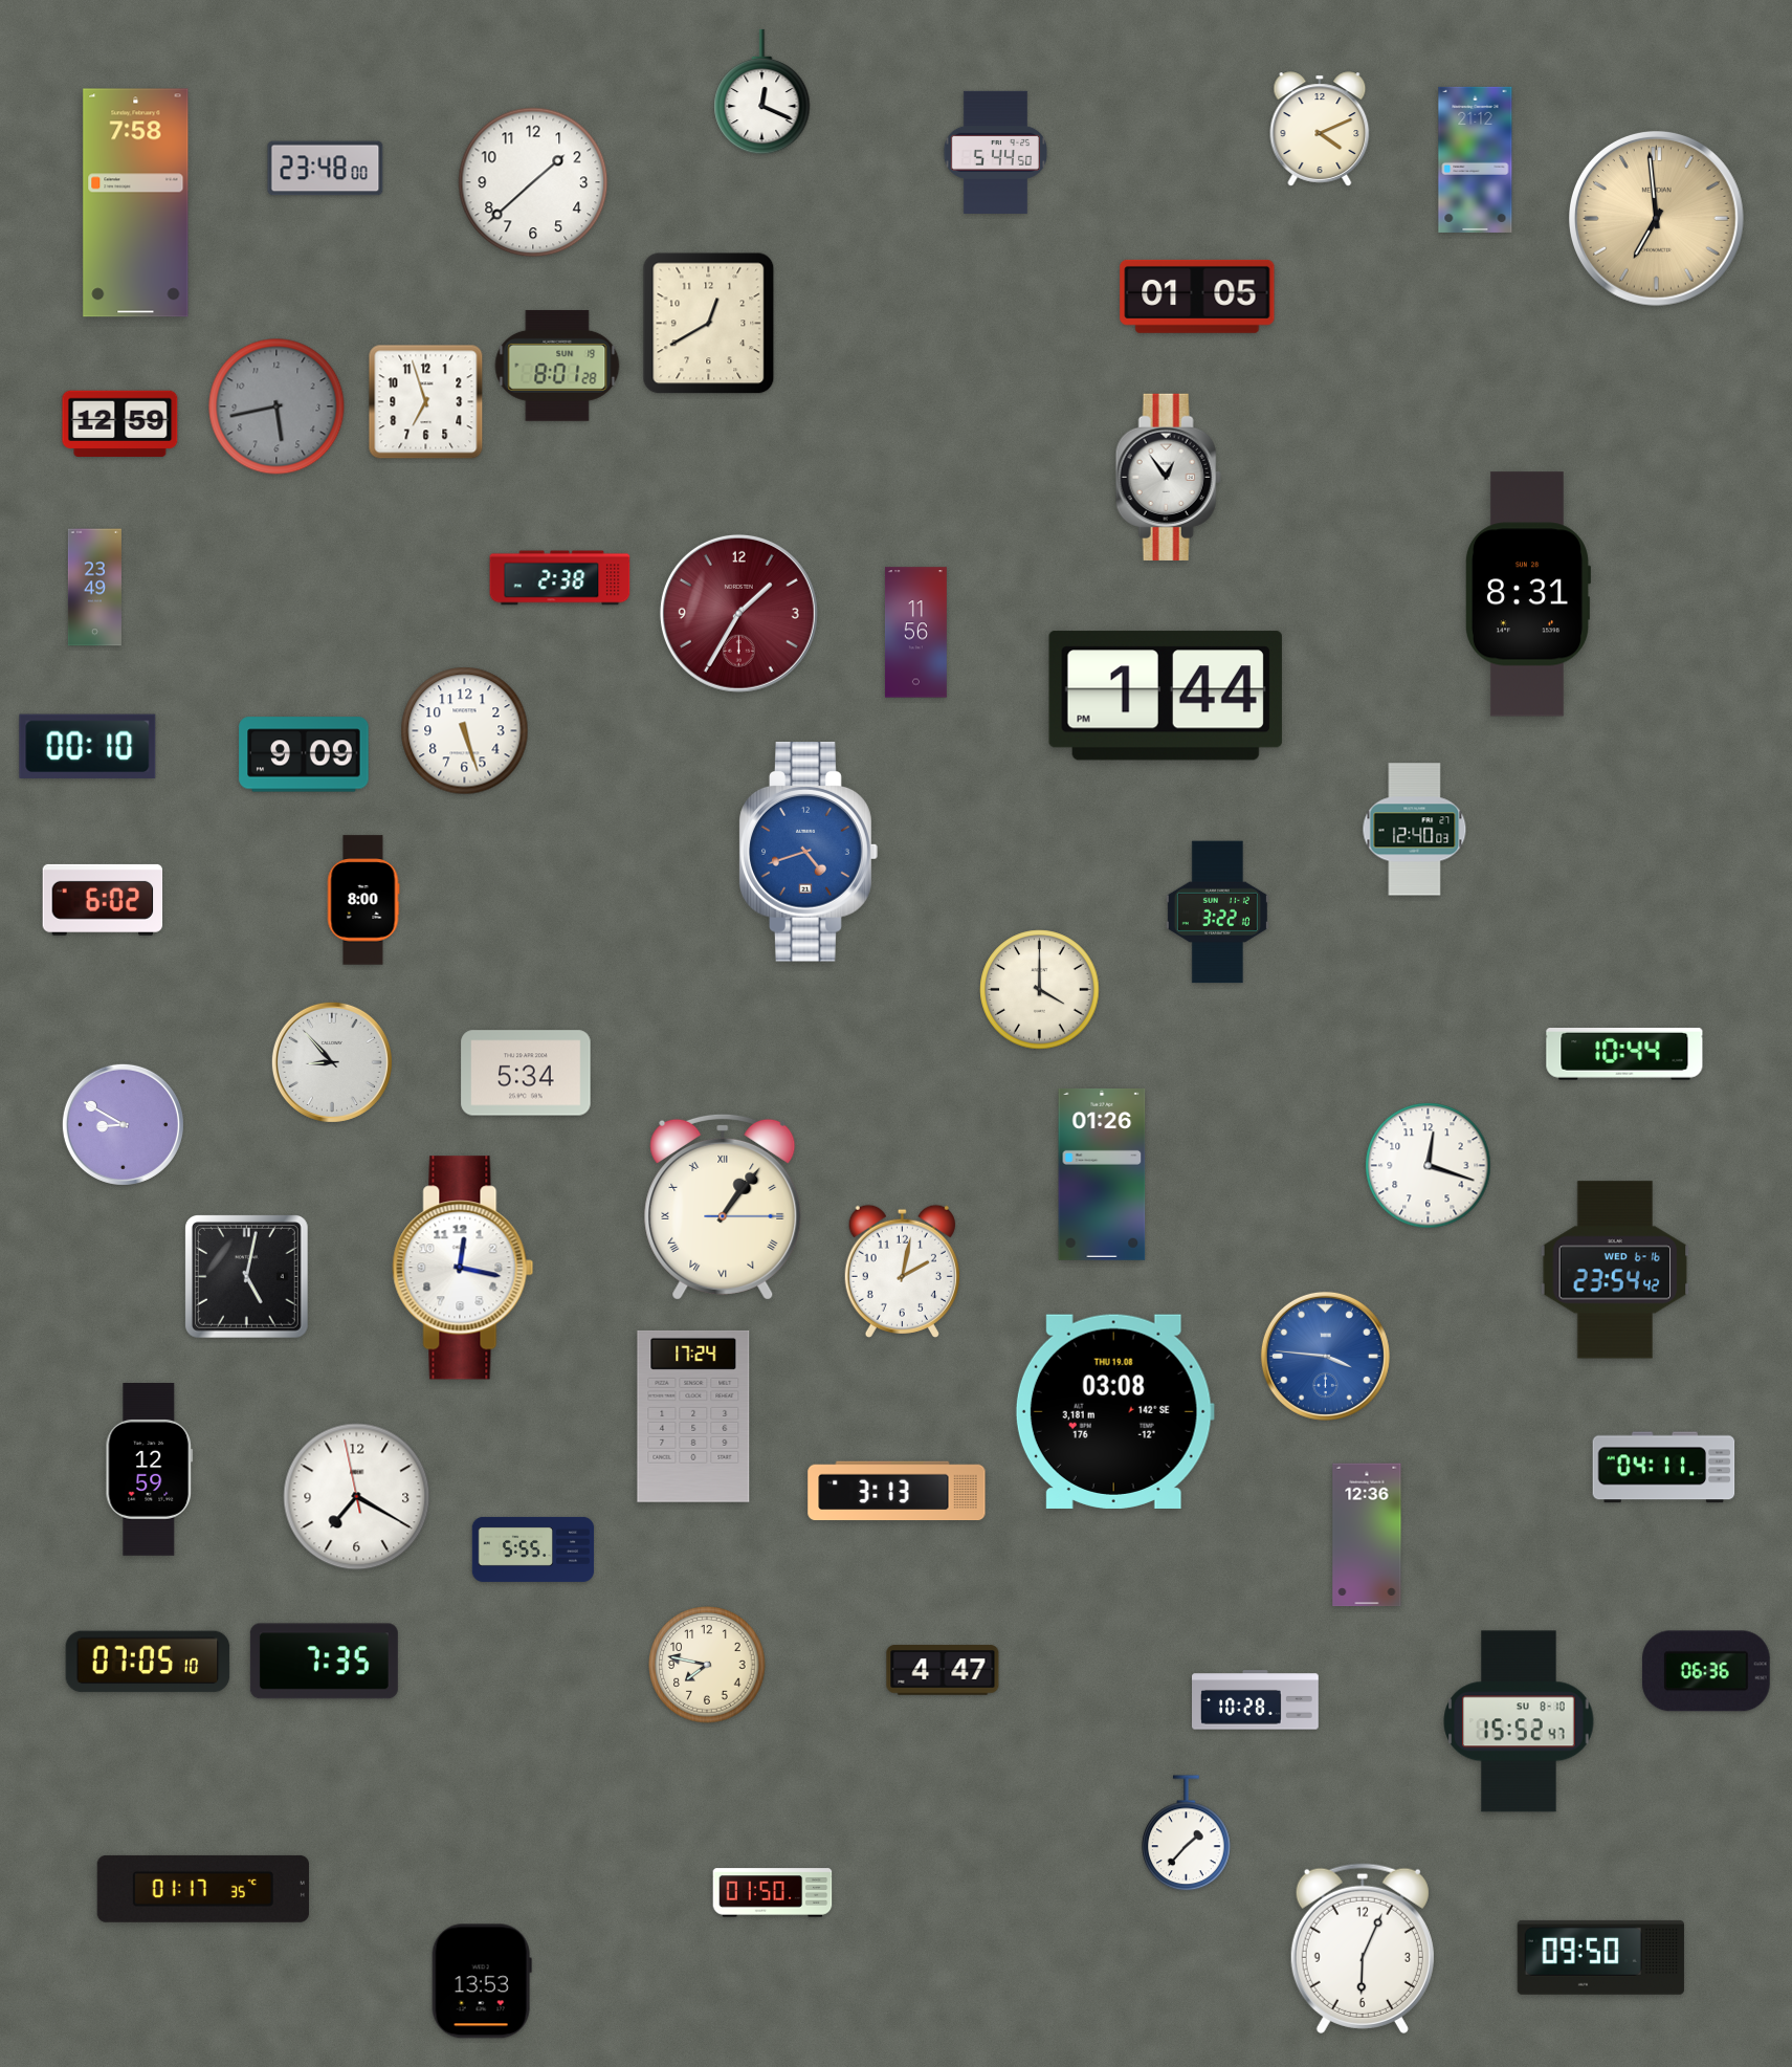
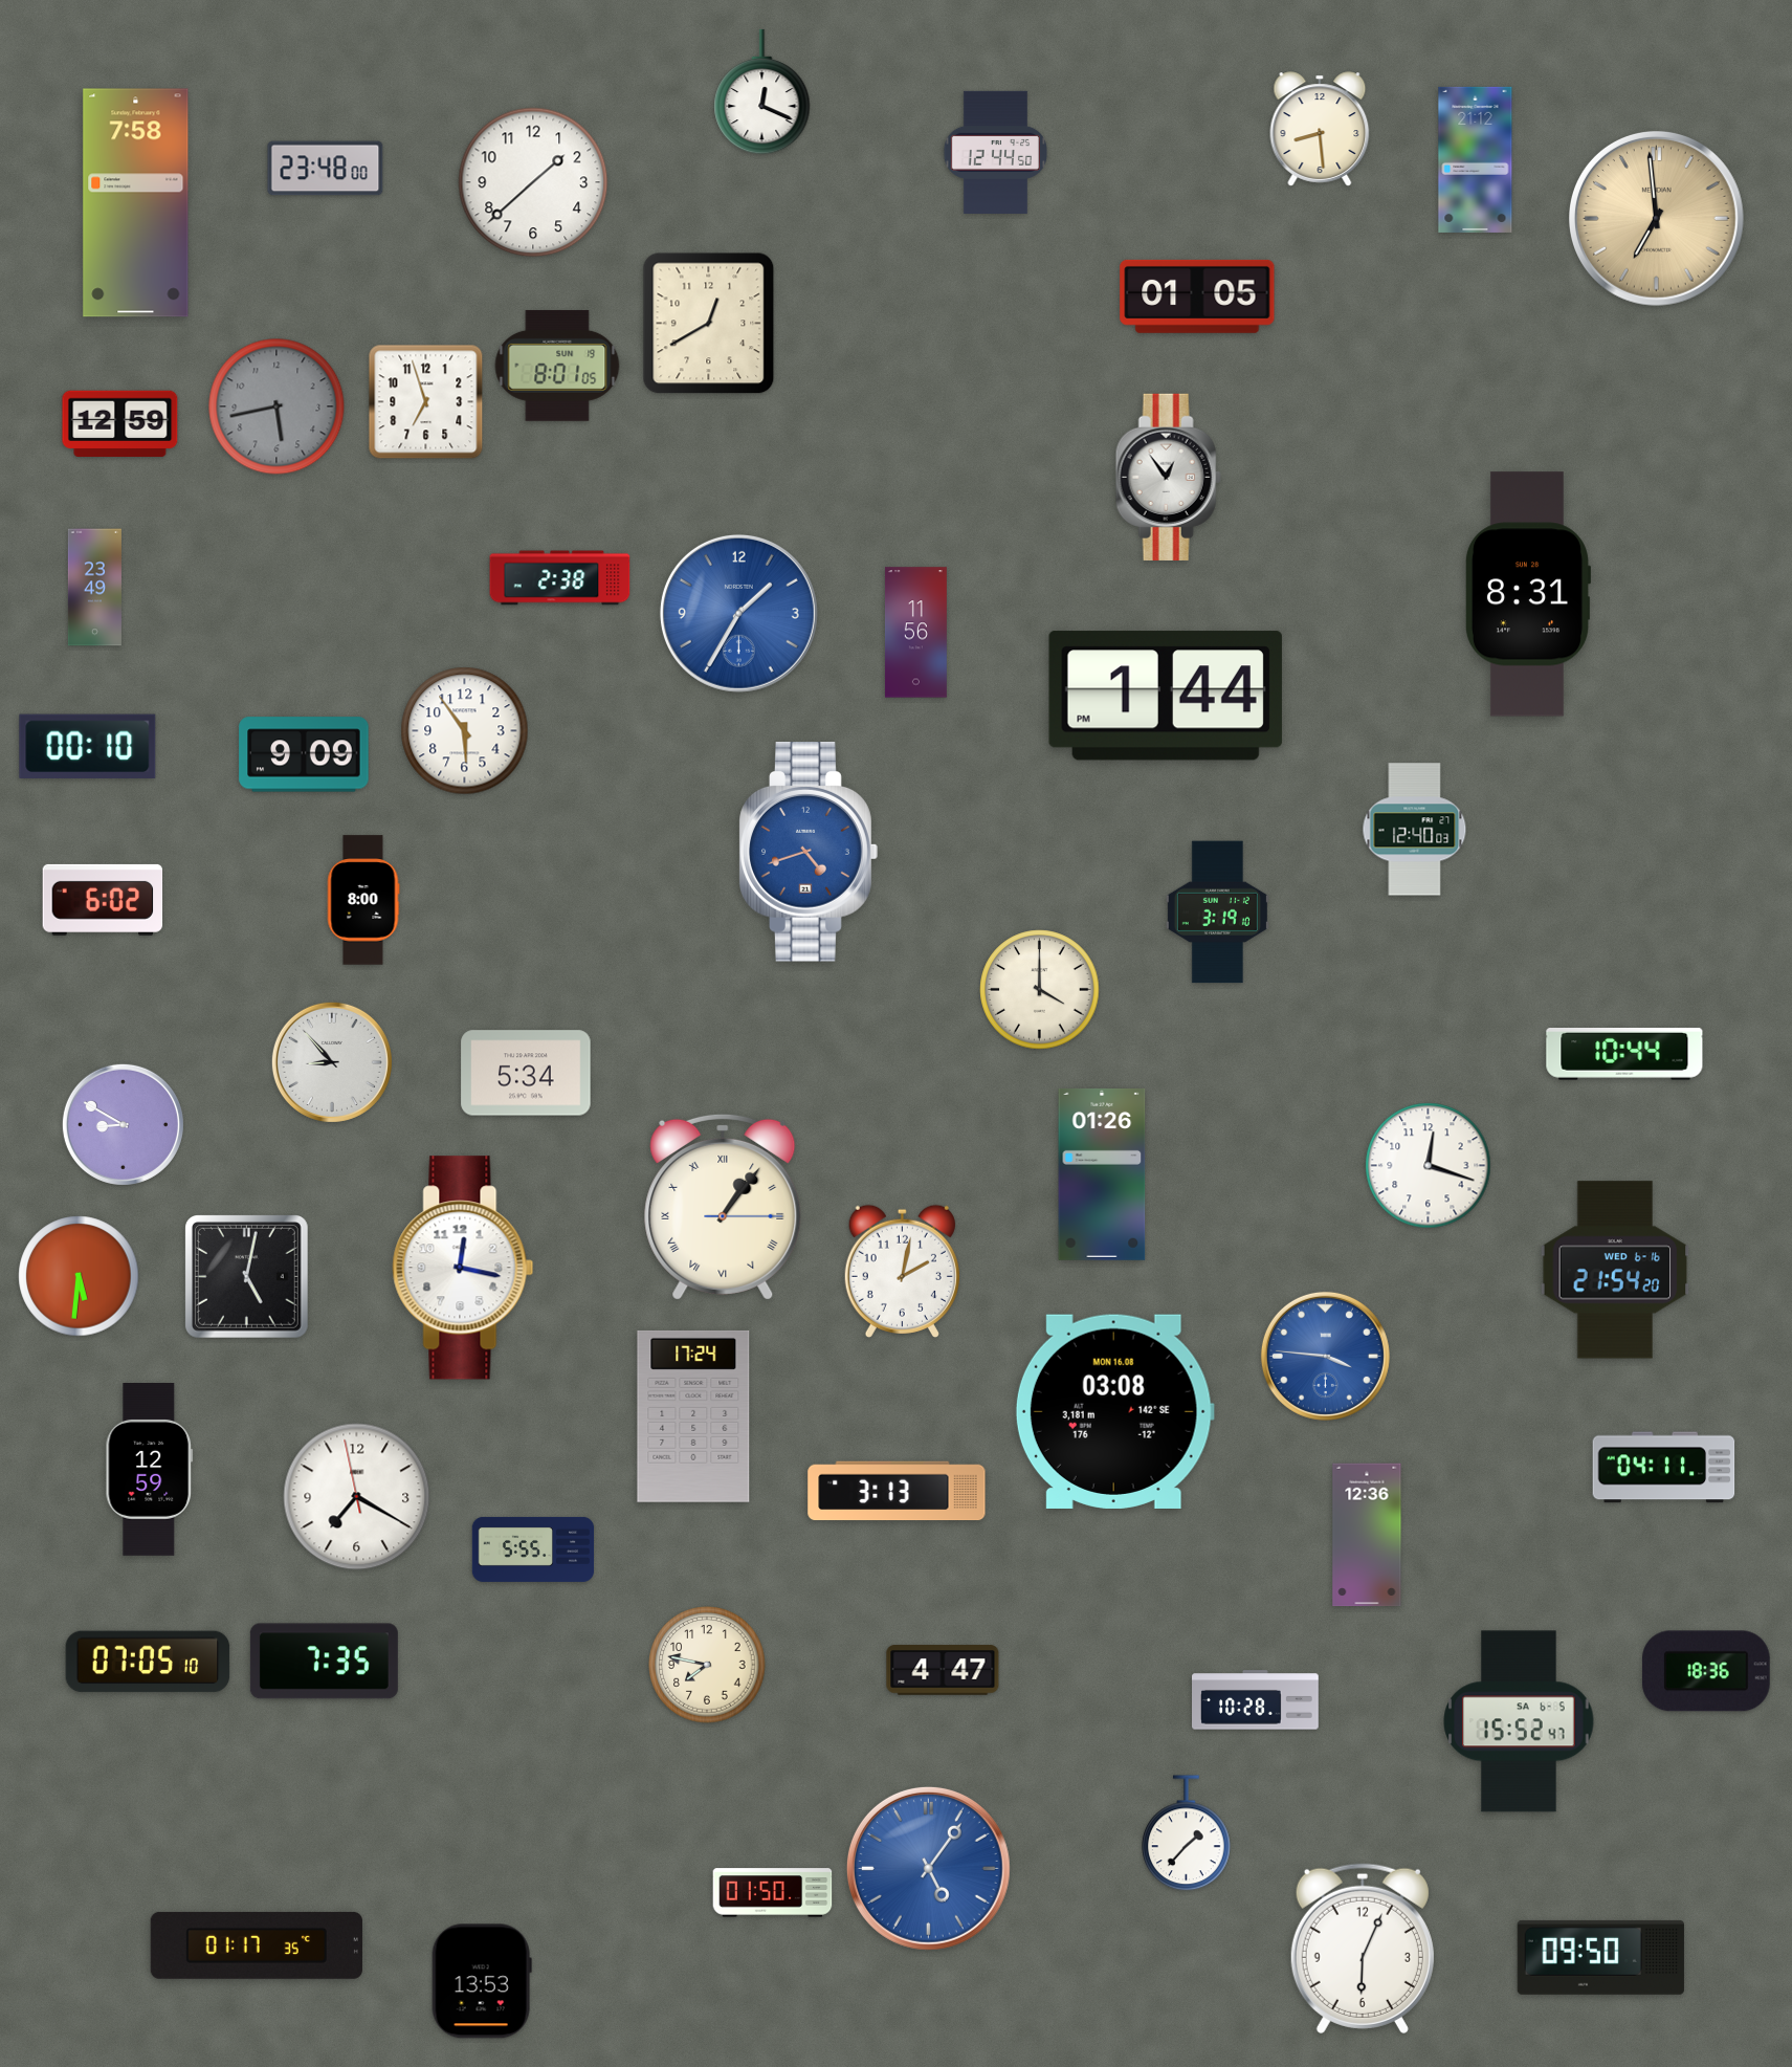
clock at (1320, 129): 4:11 -> 8:29
clock at (995, 152): 5:44 -> 12:44
clock at (557, 366): 8:01:28 -> 8:01:05
clock at (738, 613) dial: burgundy -> blue
clock at (465, 731): 5:27 -> 5:54
clock at (1217, 912): 3:22 -> 3:19
clock at (1615, 1270): 23:54 -> 21:54
clock at (79, 1276): none -> 5:31
clock at (1114, 1411) date: THU 19.08 -> MON 16.08
clock at (1706, 1671): 06:36 -> 18:36
clock at (1519, 1721) date: SU 8-10 -> SA 6-5
clock at (928, 1868): none -> 5:06
clock at (203, 1889) position: (203, 1889) -> (257, 1945)
